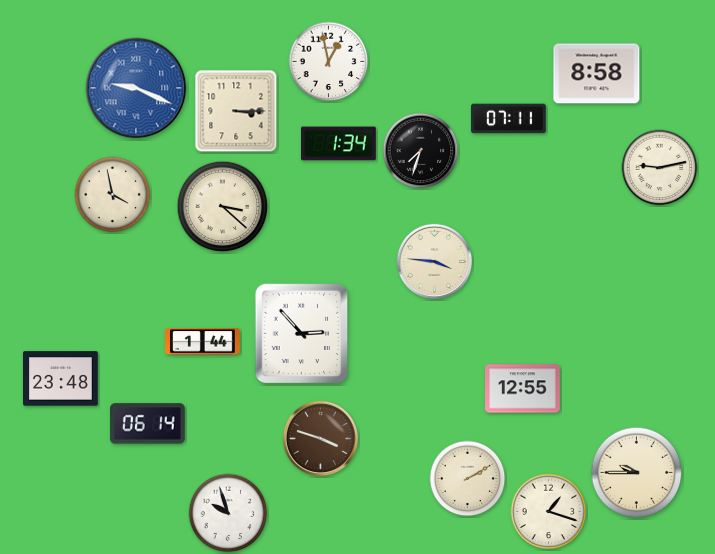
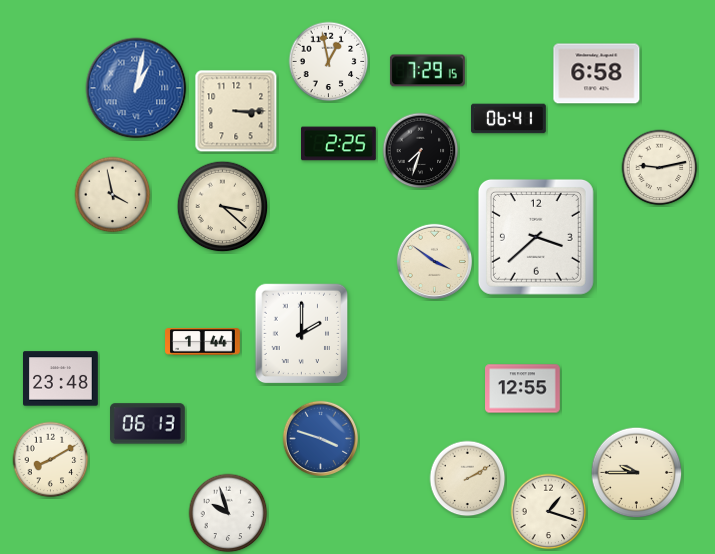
clock at (428, 71): none -> 7:29
clock at (597, 74): 8:58 -> 6:58
clock at (136, 88): 9:19 -> 1:02
clock at (509, 119): 07:11 -> 06:41
clock at (339, 144): 1:34 -> 2:25
clock at (536, 237): none -> 3:38
clock at (434, 261): 3:46 -> 3:51
clock at (302, 334): 2:53 -> 2:00
clock at (148, 424): 06:14 -> 06:13
clock at (320, 438) dial: brown -> blue
clock at (51, 460): none -> 8:10
